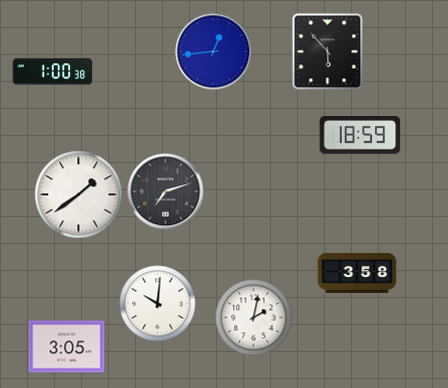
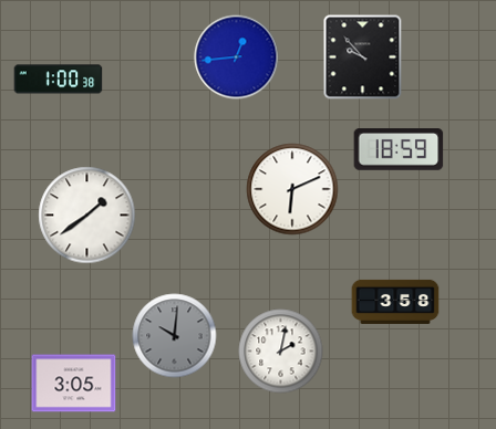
clock at (328, 52): 5:53 -> 9:53
clock at (292, 189): none -> 6:11
clock at (166, 192): 7:12 -> none
clock at (158, 304) dial: white -> grey
